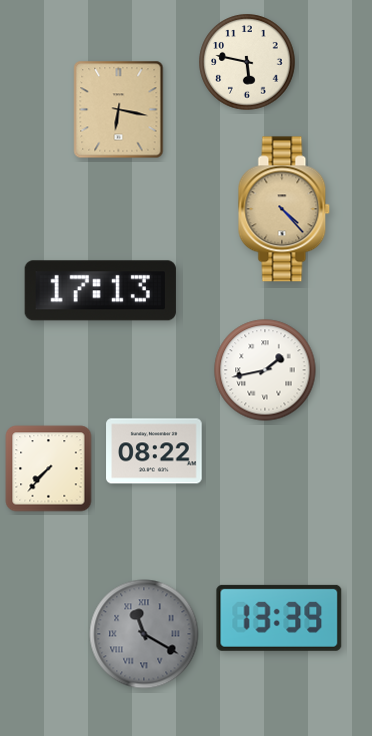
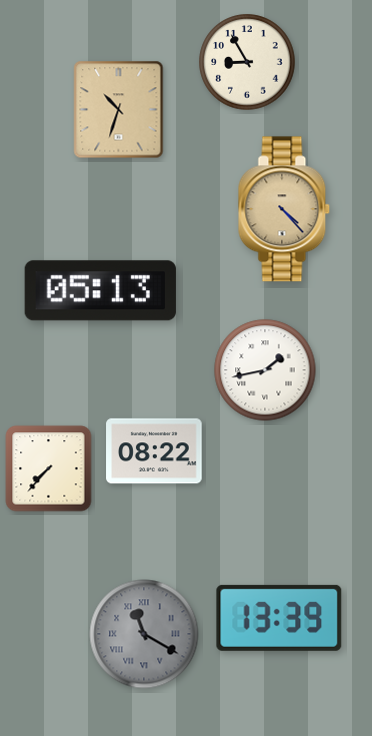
clock at (247, 62): 5:47 -> 8:55
clock at (119, 110): 6:17 -> 10:33
clock at (100, 291): 17:13 -> 05:13
